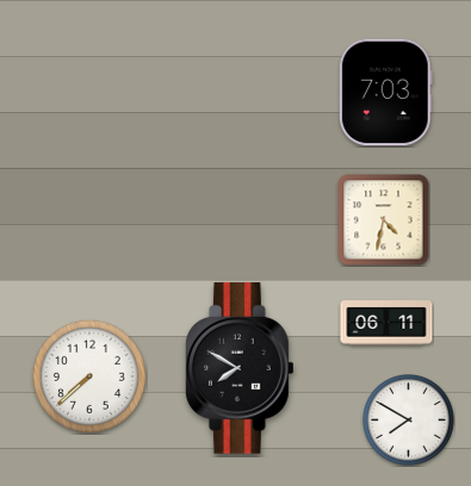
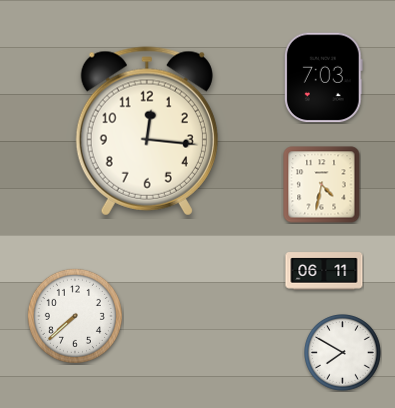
clock at (147, 131): none -> 12:16
clock at (241, 368): 7:50 -> none
